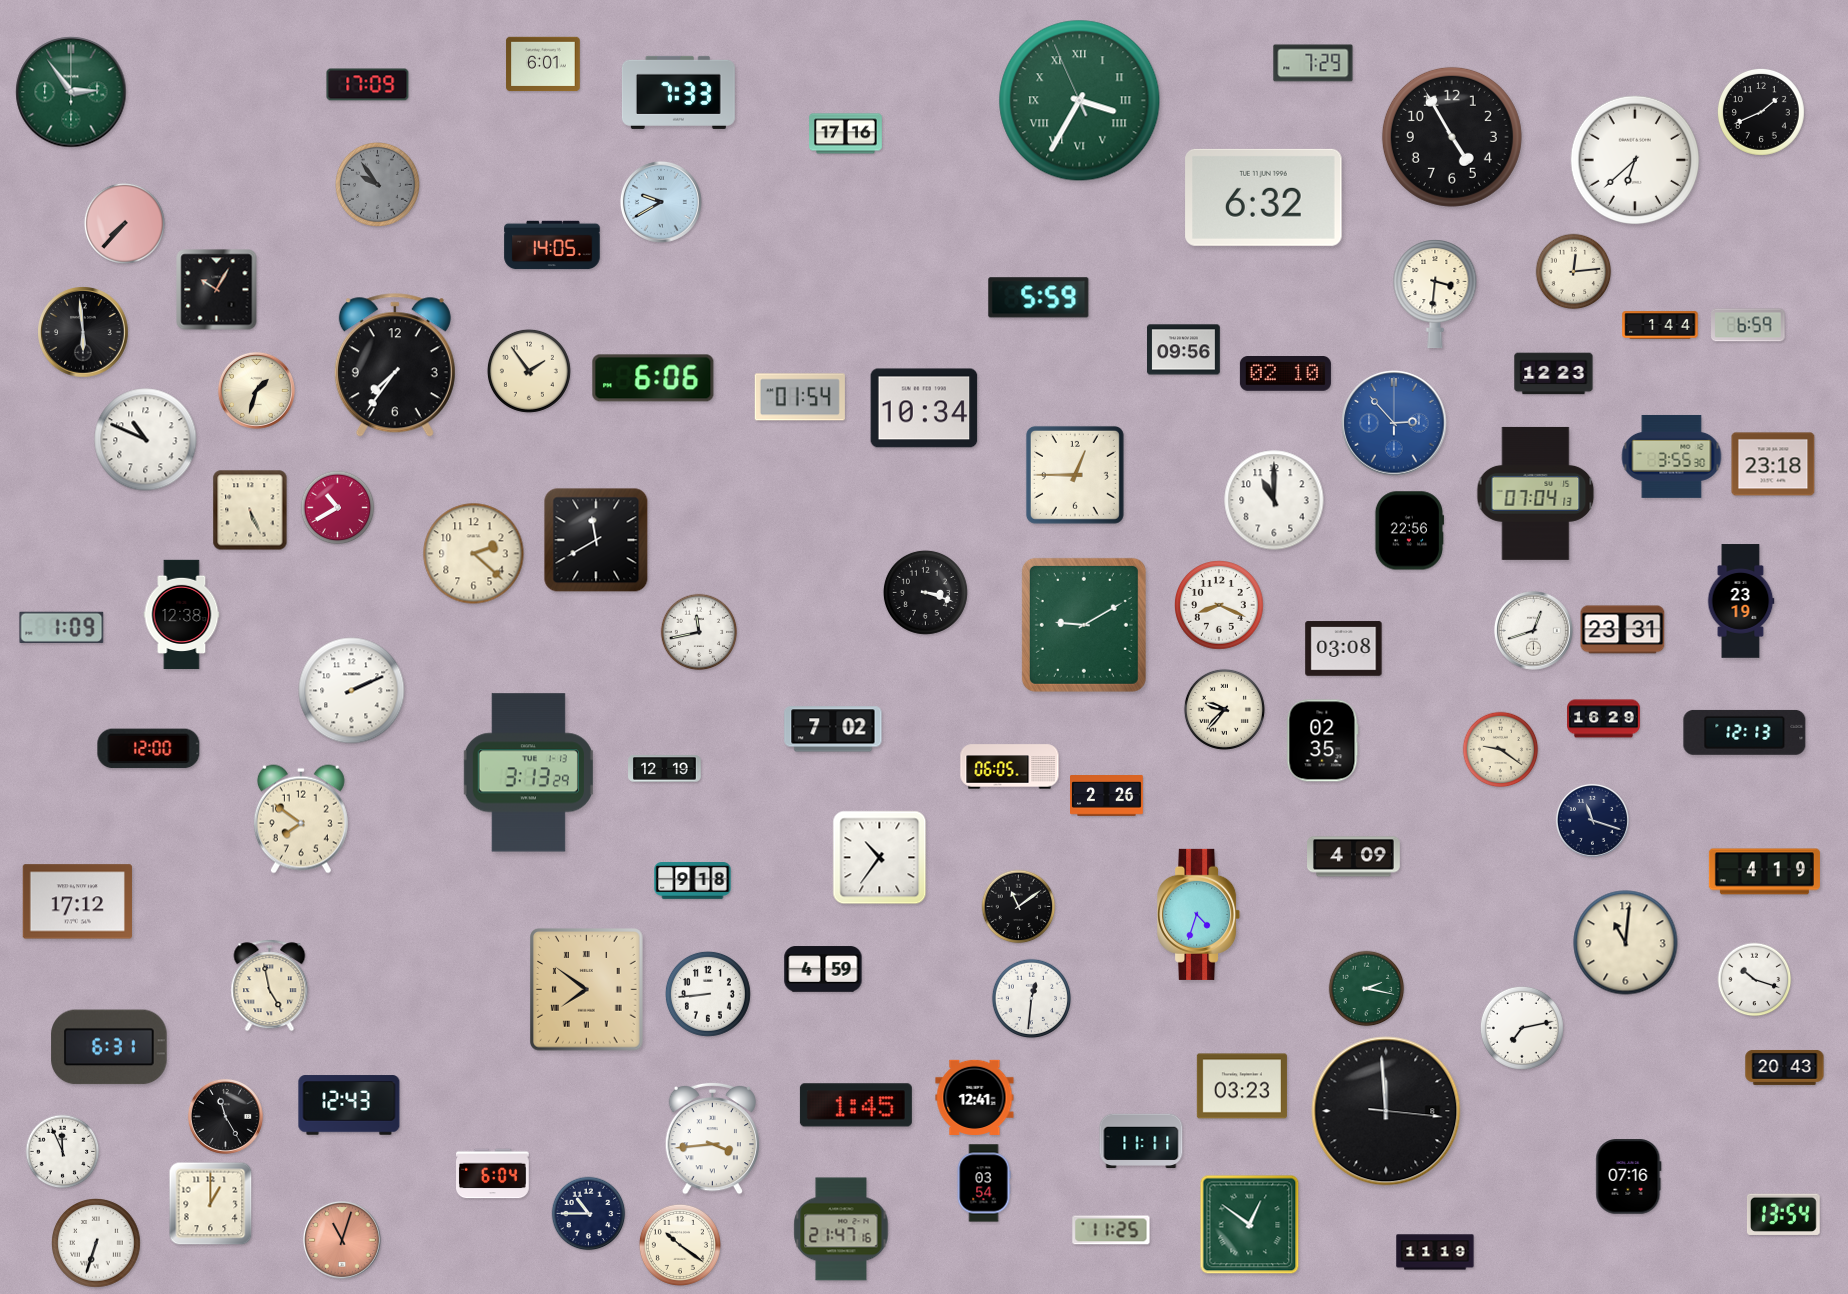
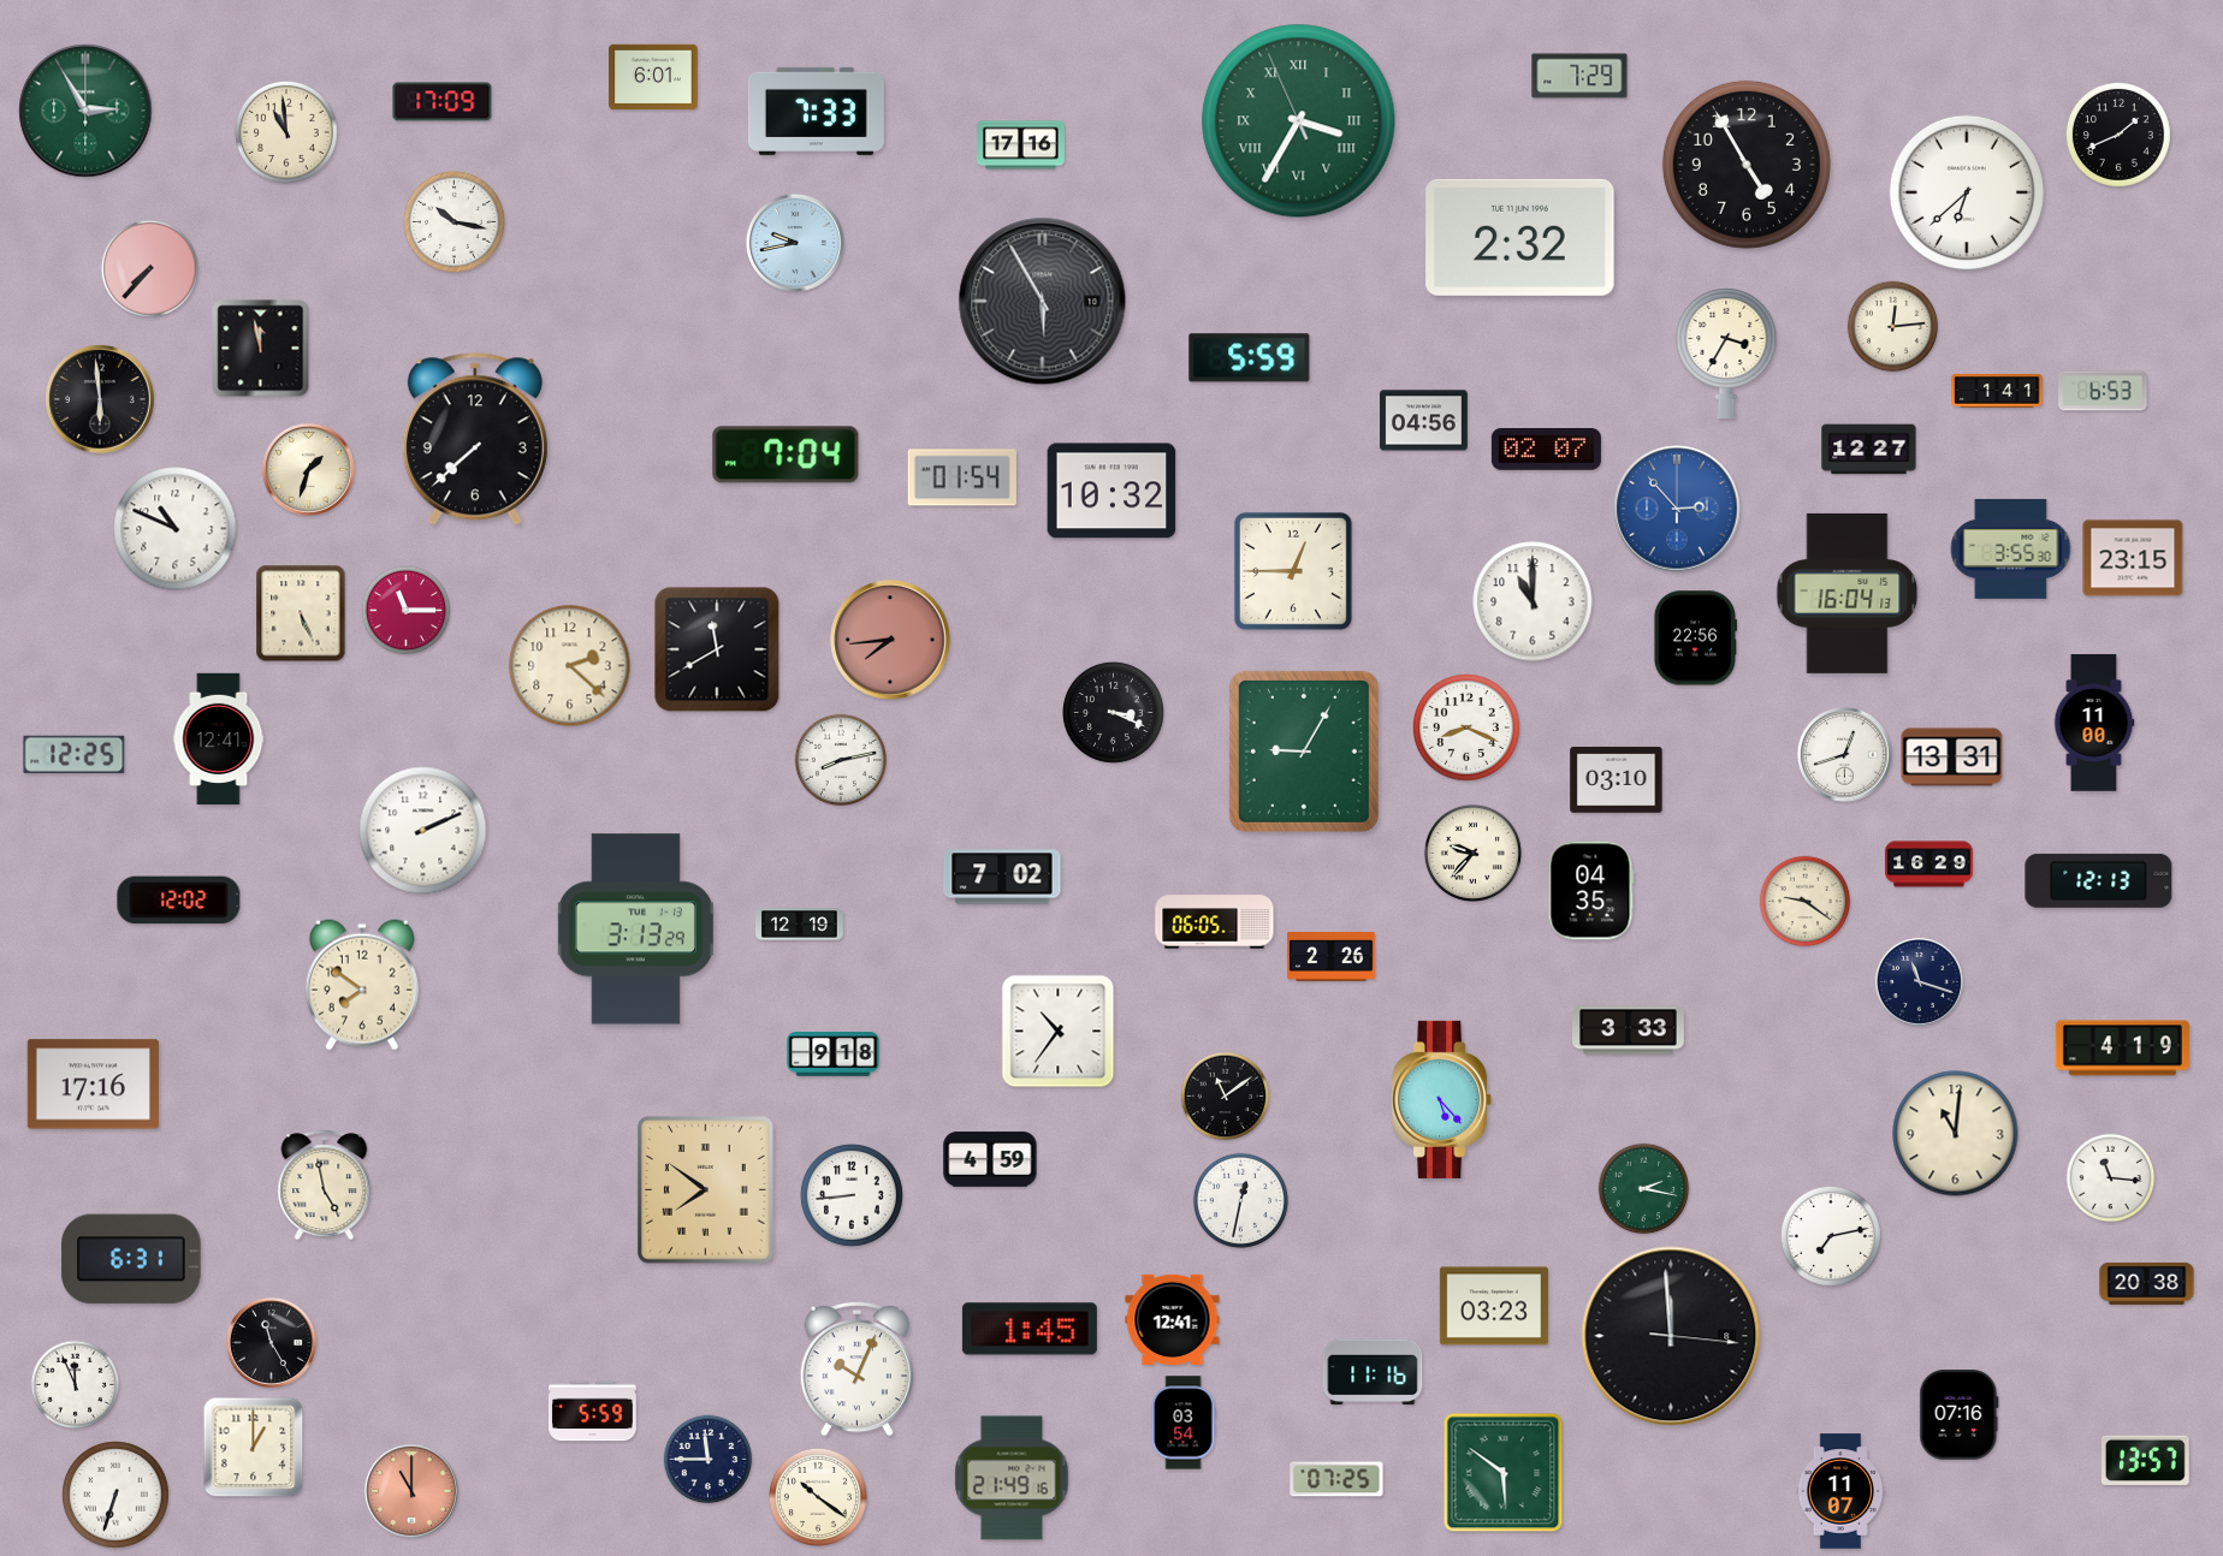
clock at (71, 92): 2:54 -> 2:55
clock at (286, 132): none -> 10:59
clock at (846, 134) position: (846, 134) -> (1021, 145)
clock at (377, 184): 9:54 -> 10:17
clock at (377, 184) dial: grey -> white
clock at (1264, 197): 6:32 -> 2:32
clock at (661, 202): 9:40 -> 9:43
clock at (552, 245): 14:05 -> none
clock at (1043, 302): none -> 5:55
clock at (217, 290): 10:05 -> 11:58
clock at (1435, 295): 3:31 -> 3:35
clock at (1660, 325): 1:44 -> 1:41
clock at (1748, 325): 6:59 -> 6:53
clock at (1184, 350): 09:56 -> 04:56
clock at (395, 366): 7:36 -> 7:38
clock at (529, 371): 1:54 -> none
clock at (1285, 374): 02:10 -> 02:07
clock at (1554, 374): 12:23 -> 12:27
clock at (653, 378): 6:06 -> 7:04
clock at (924, 408): 10:34 -> 10:32
clock at (1773, 464): 23:18 -> 23:15
clock at (1536, 493): 07:04 -> 16:04
clock at (338, 508): 10:40 -> 11:15
clock at (890, 640): none -> 7:44
clock at (925, 592): 3:18 -> 3:19
clock at (1741, 601): 23:19 -> 11:00
clock at (182, 615): 12:38 -> 12:41
clock at (1084, 625): 9:10 -> 9:05
clock at (62, 627): 1:09 -> 12:25
clock at (1533, 630) position: (1533, 630) -> (1844, 754)
clock at (1623, 630): 23:31 -> 13:31
clock at (699, 632): 11:43 -> 8:13
clock at (1344, 649): 03:08 -> 03:10
clock at (1323, 741): 02:35 -> 04:35
clock at (149, 749): 12:00 -> 12:02
clock at (1592, 820) position: (1592, 820) -> (1919, 981)
clock at (1354, 857): 4:09 -> 3:33
clock at (693, 881) position: (693, 881) -> (834, 1055)
clock at (77, 902): 17:12 -> 17:16
clock at (1019, 907) position: (1019, 907) -> (1226, 1097)
clock at (1199, 914): 4:33 -> 5:23
clock at (823, 969) position: (823, 969) -> (990, 1159)
clock at (1755, 980): 10:18 -> 11:16
clock at (1031, 998): 12:31 -> 12:32
clock at (1785, 1067): 20:43 -> 20:38
clock at (349, 1105): 12:43 -> none
clock at (1386, 1111) position: (1386, 1111) -> (1671, 1336)
clock at (712, 1138): 3:44 -> 10:04
clock at (1141, 1141): 11:11 -> 11:16
clock at (493, 1174): 6:04 -> 5:59
clock at (589, 1214): 10:45 -> 11:45
clock at (1783, 1214): 13:54 -> 13:57
clock at (1250, 1225): 12:51 -> 5:51
clock at (841, 1229): 21:47 -> 21:49
clock at (1111, 1230): 11:25 -> 07:25
clock at (342, 1240): 11:03 -> 11:00
clock at (1840, 1491): none -> 11:07
clock at (1435, 1252): 11:19 -> none
